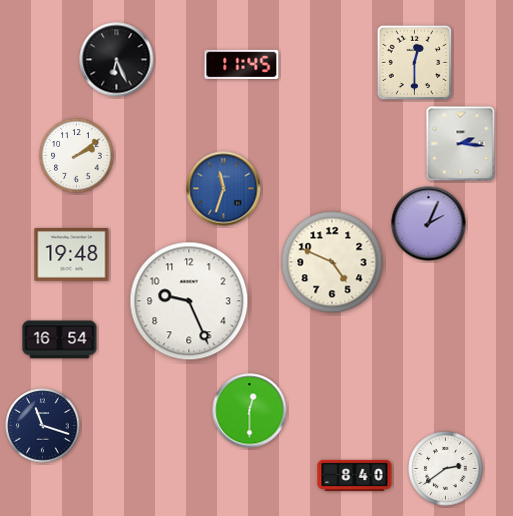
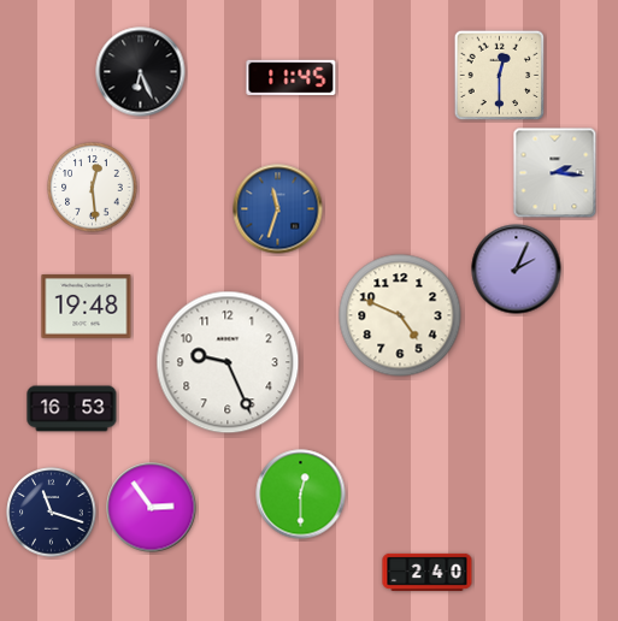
clock at (77, 156): 2:09 -> 12:29
clock at (224, 189) position: (224, 189) -> (278, 209)
clock at (60, 340): 16:54 -> 16:53
clock at (152, 508): none -> 2:54
clock at (446, 469): 2:39 -> none
clock at (355, 475): 8:40 -> 2:40
